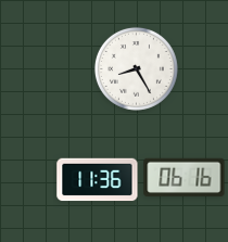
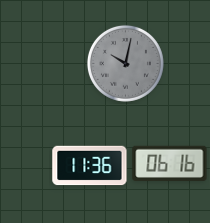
clock at (136, 68): 8:25 -> 10:02
clock at (136, 68) dial: white -> grey
